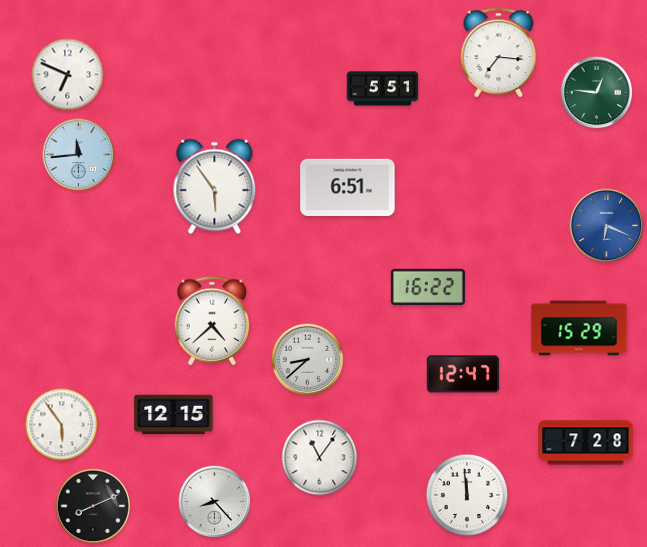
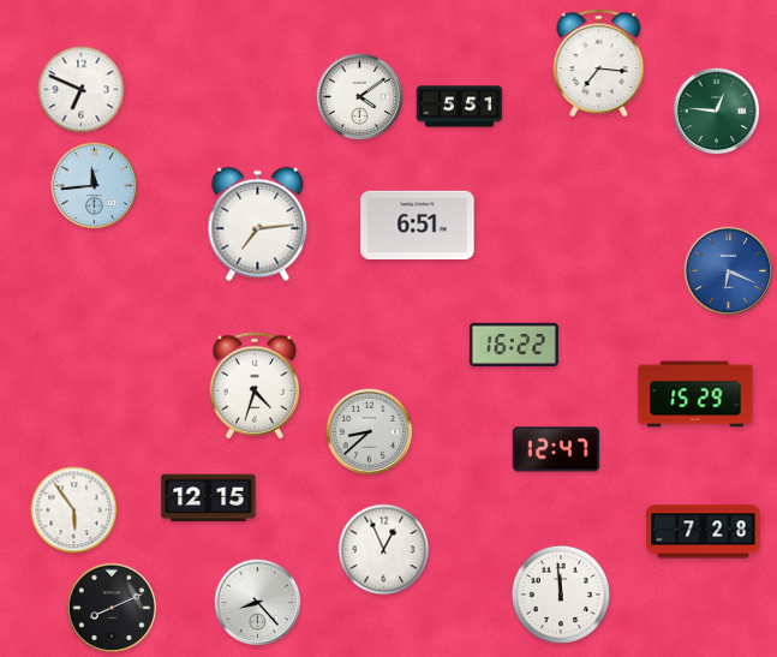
clock at (360, 97): none -> 4:09
clock at (215, 187): 5:54 -> 7:14
clock at (212, 321): 4:38 -> 4:33
clock at (320, 458): 11:06 -> 12:56
